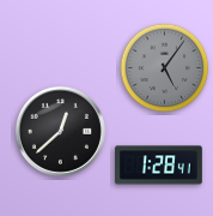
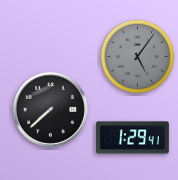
clock at (60, 131): 12:38 -> 7:38
clock at (159, 166): 1:28 -> 1:29
